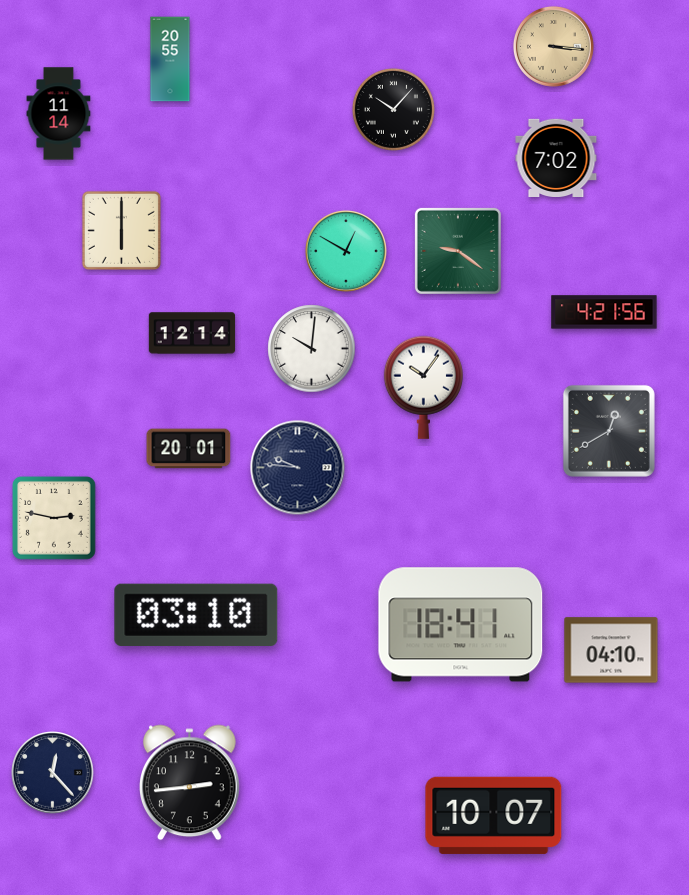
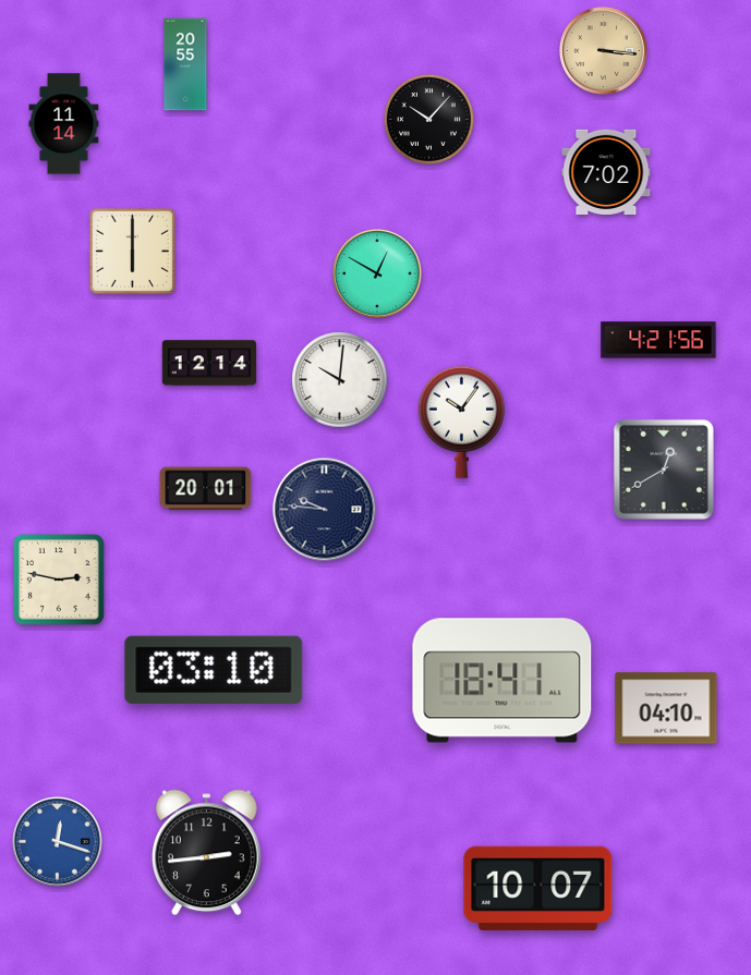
clock at (458, 251): 9:21 -> none
clock at (54, 518) position: (54, 518) -> (59, 580)
clock at (53, 773): 12:23 -> 12:18
clock at (53, 773) dial: navy -> blue
